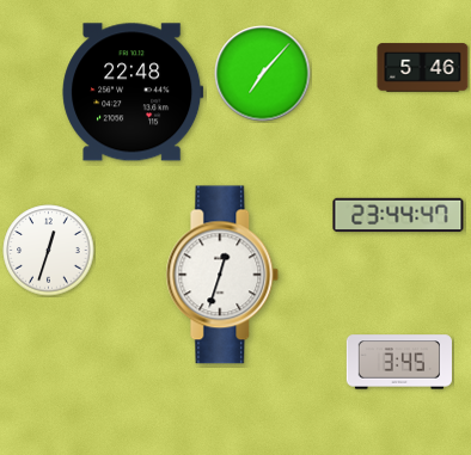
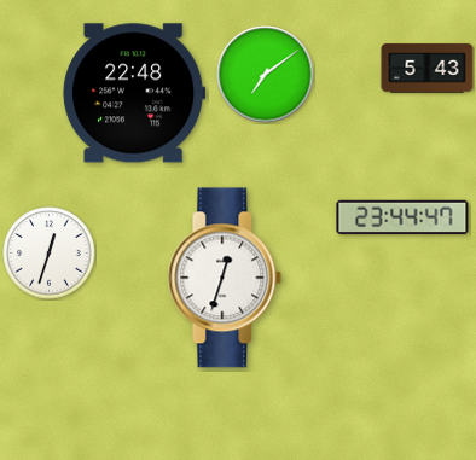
clock at (423, 68): 5:46 -> 5:43
clock at (263, 74): 7:07 -> 7:09
clock at (398, 362): 3:45 -> none
